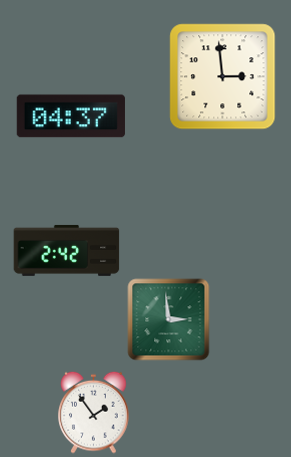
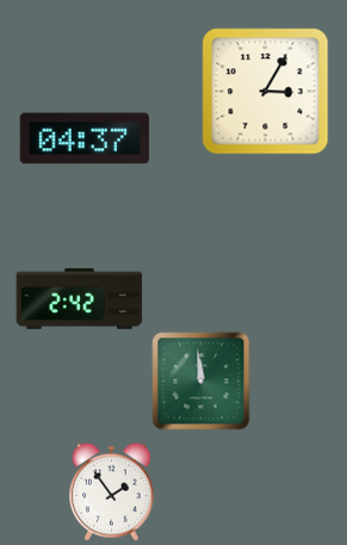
clock at (223, 77): 2:59 -> 3:05
clock at (169, 320): 2:59 -> 11:59
